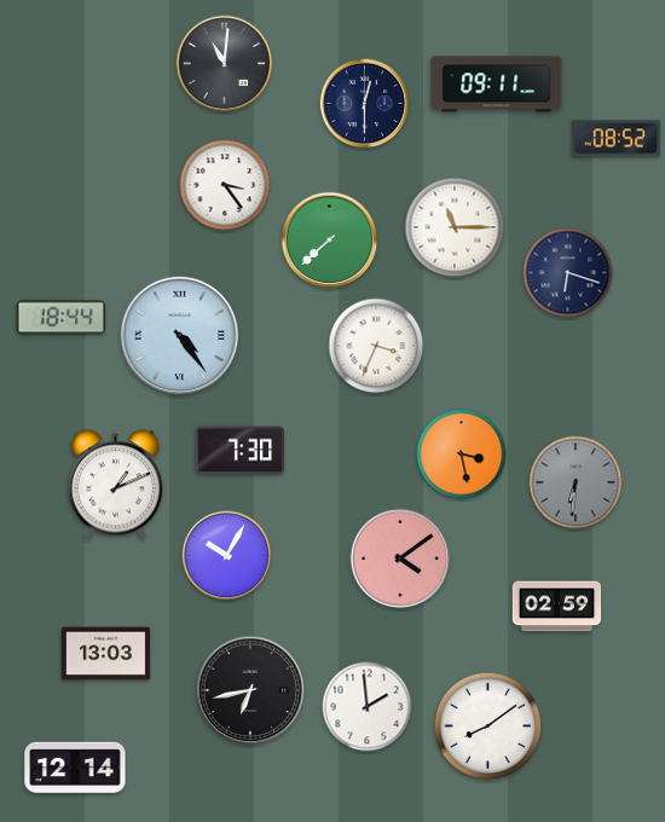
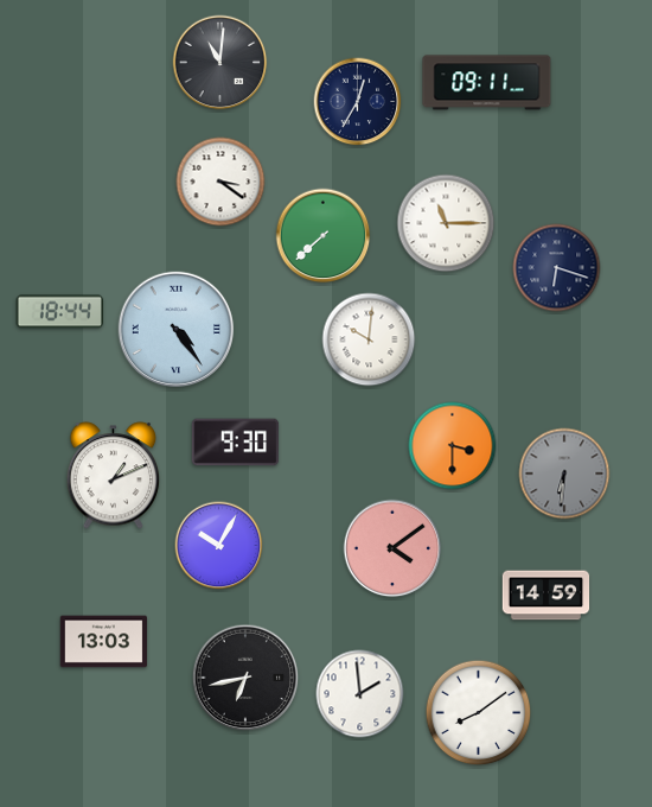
clock at (365, 104): 12:30 -> 12:35
clock at (615, 139): 08:52 -> none
clock at (225, 185): 3:24 -> 3:21
clock at (376, 346): 3:34 -> 10:01
clock at (241, 451): 7:30 -> 9:30
clock at (462, 455): 3:28 -> 3:30
clock at (227, 556) position: (227, 556) -> (219, 546)
clock at (557, 607): 02:59 -> 14:59
clock at (75, 768): 12:14 -> none
